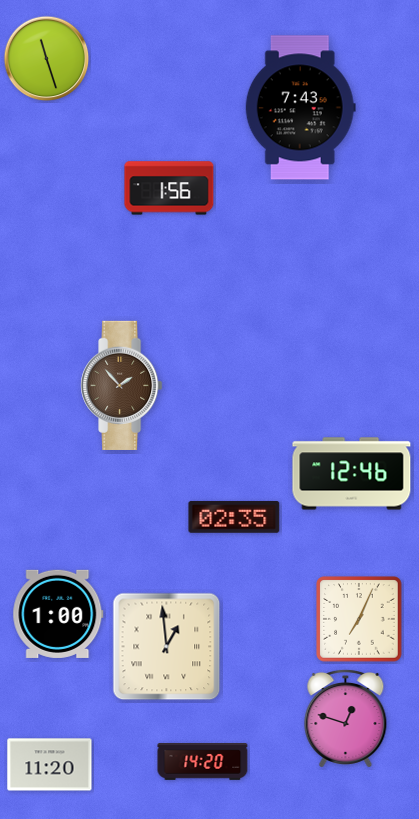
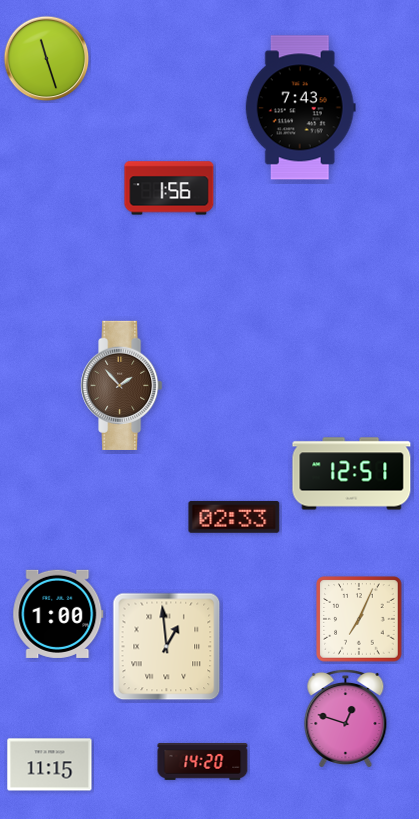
clock at (352, 474): 12:46 -> 12:51
clock at (234, 517): 02:35 -> 02:33
clock at (50, 765): 11:20 -> 11:15
